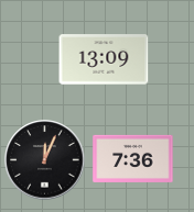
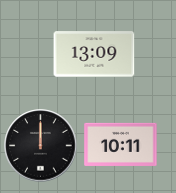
clock at (133, 158): 7:36 -> 10:11
clock at (45, 160): 12:04 -> 12:00
